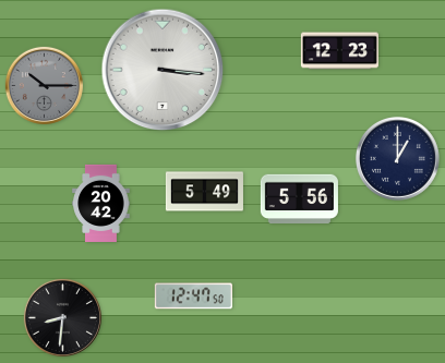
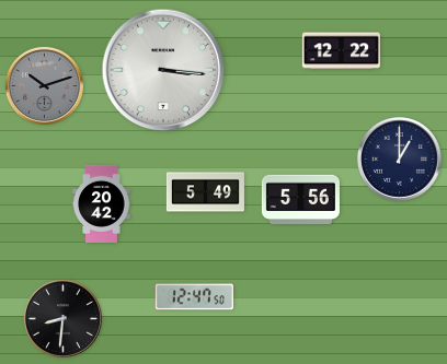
clock at (339, 51): 12:23 -> 12:22
clock at (44, 85): 10:15 -> 10:12
